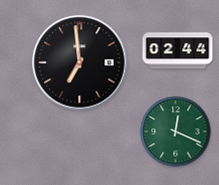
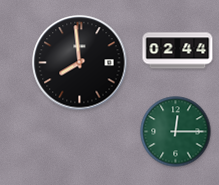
clock at (80, 63): 6:59 -> 7:59
clock at (176, 132): 12:19 -> 12:15
